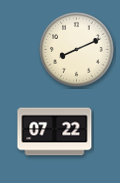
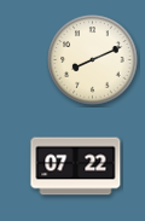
clock at (55, 132) position: (55, 132) -> (76, 167)
